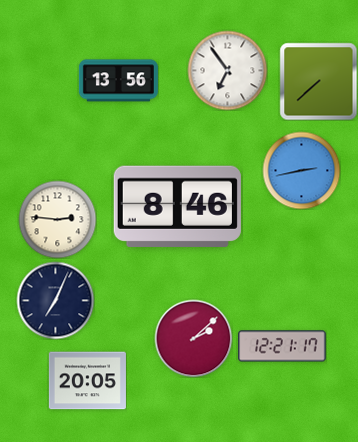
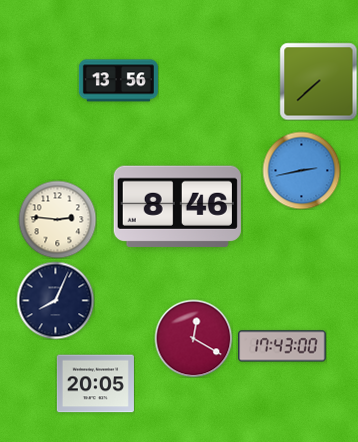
clock at (227, 70): 6:54 -> none
clock at (55, 300): 7:04 -> 8:04
clock at (193, 338): 2:08 -> 12:20
clock at (282, 346): 12:21 -> 17:43
clock at (87, 381) position: (87, 381) -> (95, 384)
